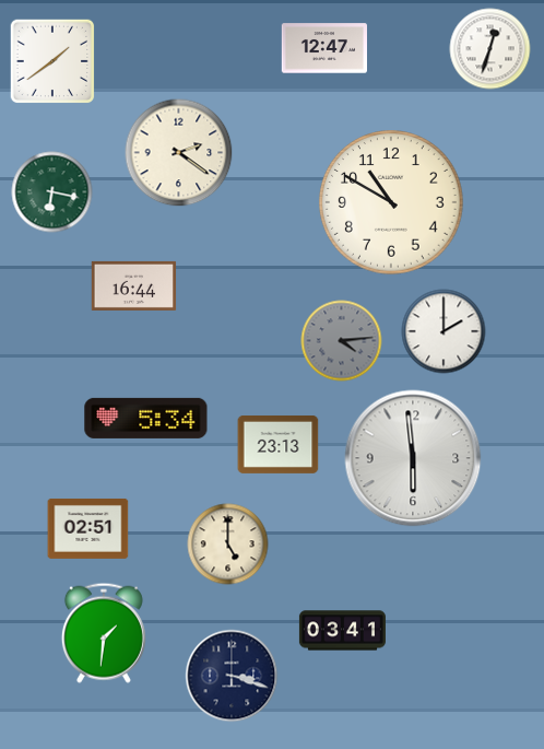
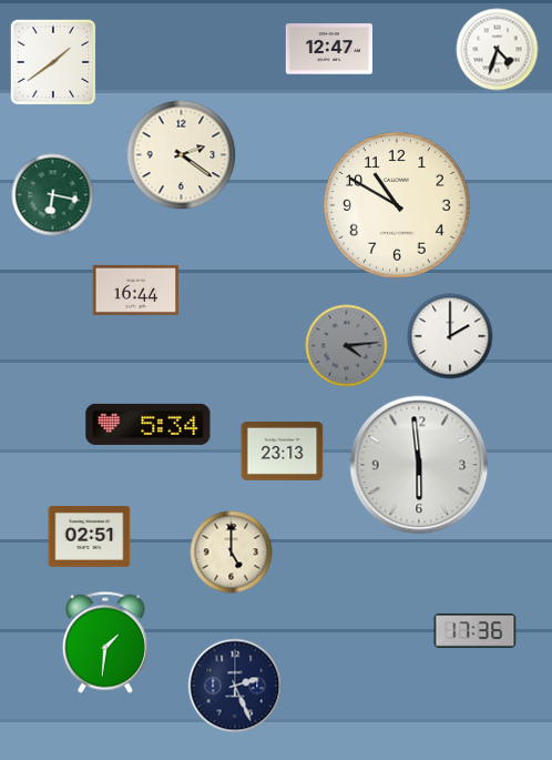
clock at (490, 49): 12:33 -> 4:33
clock at (476, 631): none -> 17:36
clock at (342, 631): 03:41 -> none
clock at (232, 676): 3:18 -> 2:26
